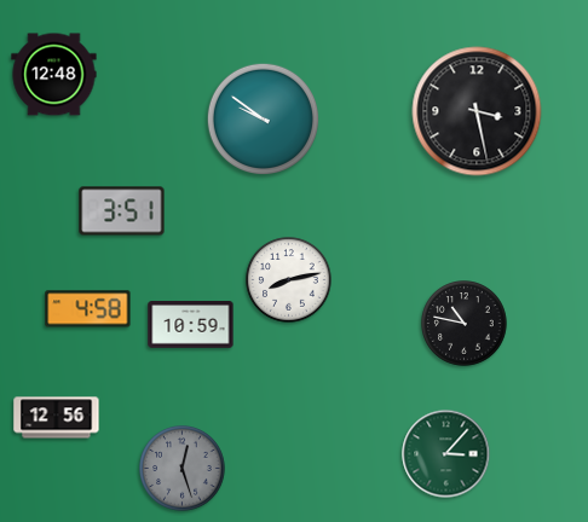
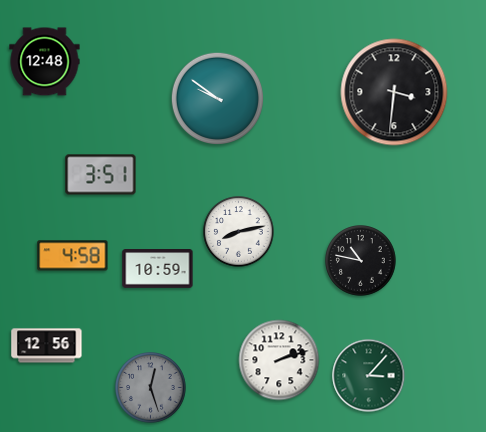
clock at (477, 111): 3:28 -> 3:31
clock at (465, 324) position: (465, 324) -> (361, 261)
clock at (279, 360): none -> 2:12
